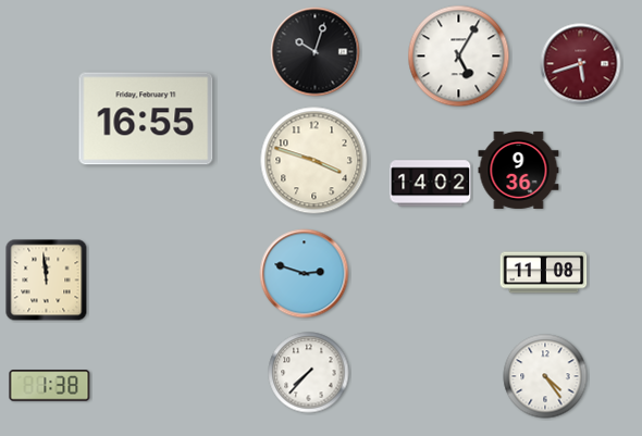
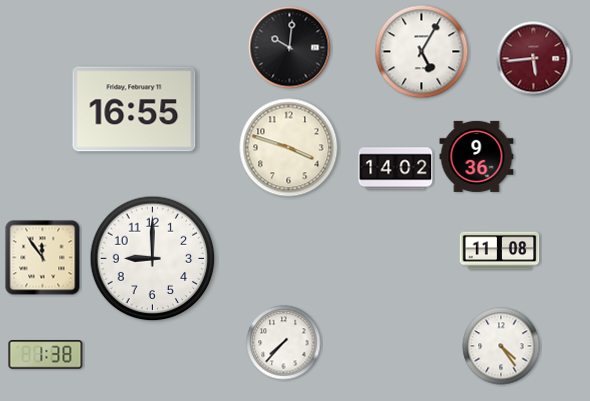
clock at (316, 52): 10:03 -> 10:01
clock at (581, 64): 5:42 -> 5:44
clock at (305, 274): 2:48 -> none
clock at (47, 281): 11:59 -> 11:54
clock at (153, 259): none -> 9:00
